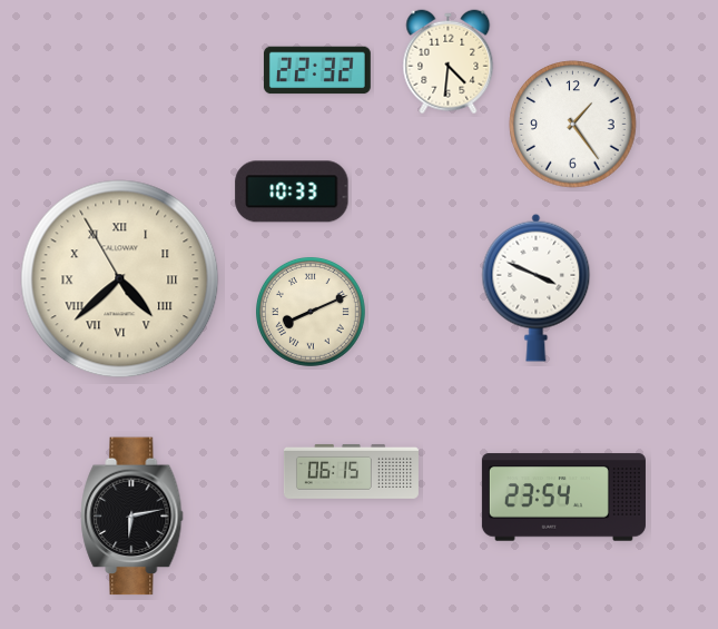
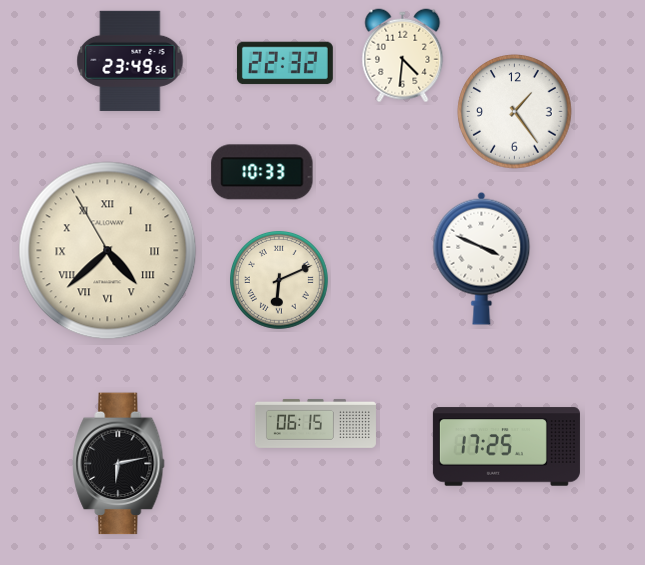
clock at (130, 61): none -> 23:49
clock at (312, 313): 8:11 -> 6:11
clock at (563, 498): 23:54 -> 17:25
